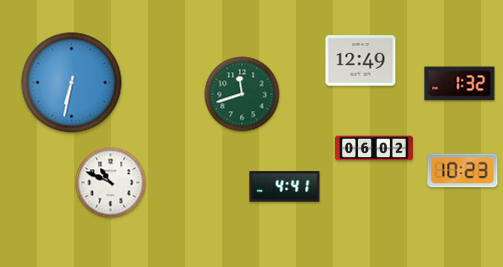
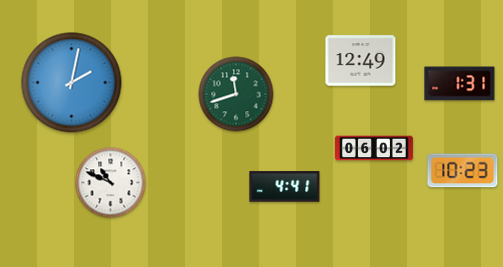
clock at (72, 83): 6:32 -> 2:02
clock at (460, 84): 1:32 -> 1:31
clock at (242, 94) position: (242, 94) -> (236, 94)
